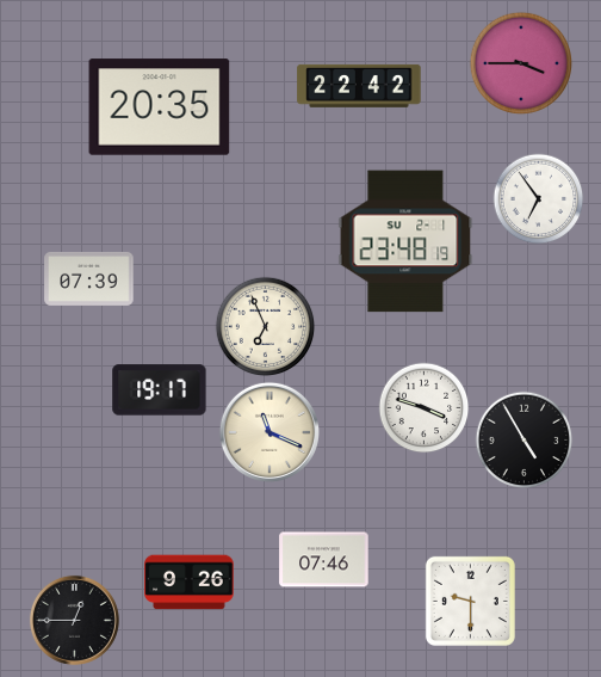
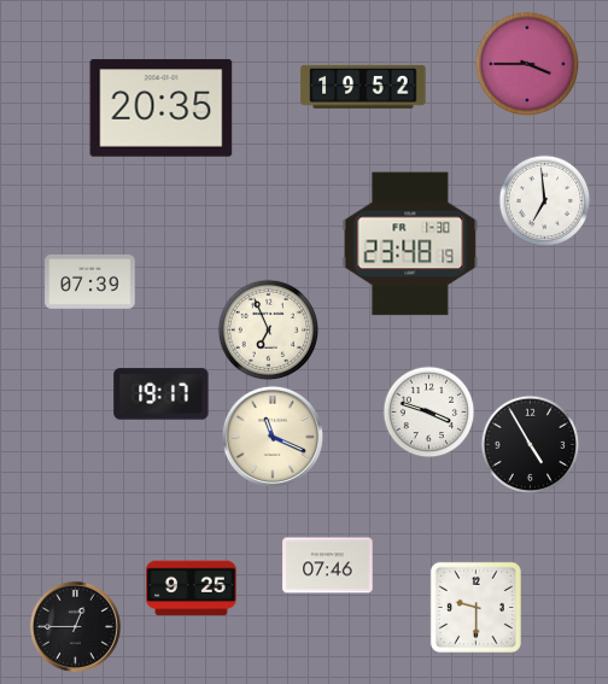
clock at (359, 86): 22:42 -> 19:52
clock at (539, 199): 6:54 -> 6:59
clock at (405, 241) date: SU 2-1 -> FR 1-30
clock at (190, 583): 9:26 -> 9:25
